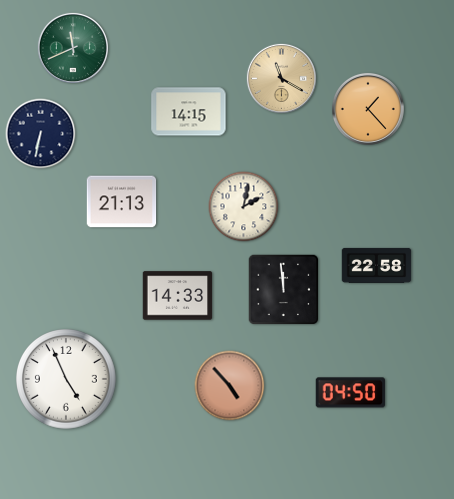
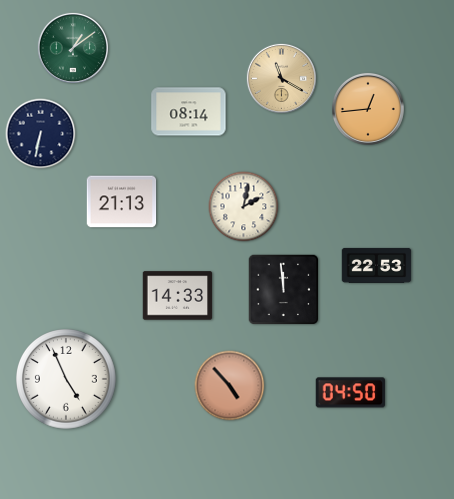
clock at (73, 48): 11:41 -> 1:09
clock at (368, 109): 1:23 -> 12:44
clock at (189, 112): 14:15 -> 08:14
clock at (377, 265): 22:58 -> 22:53
